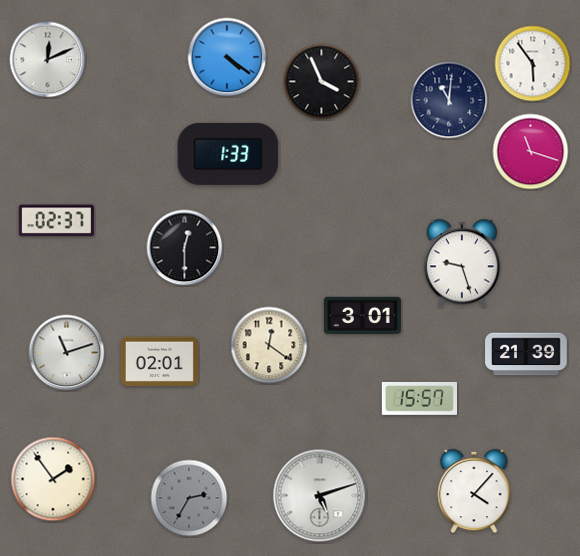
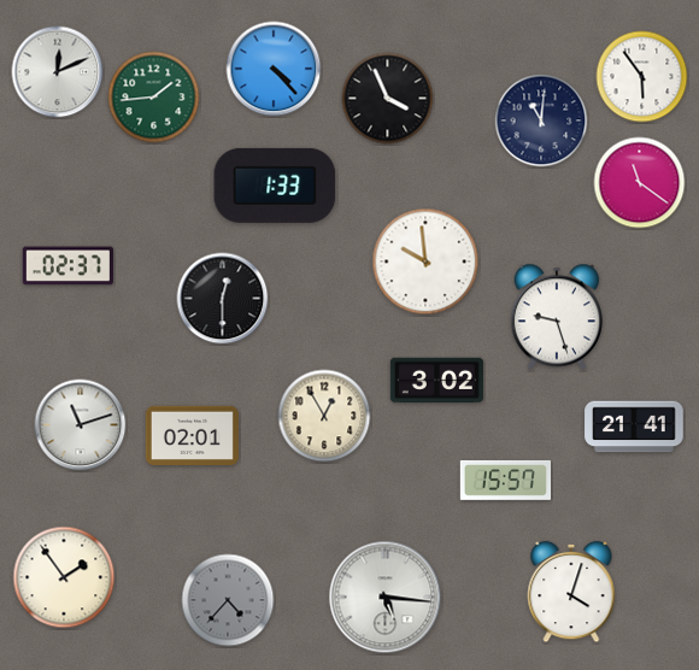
clock at (227, 57): 4:21 -> 4:23
clock at (154, 98): none -> 1:44
clock at (531, 152): 11:18 -> 11:21
clock at (425, 261): none -> 9:59
clock at (362, 316): 3:01 -> 3:02
clock at (269, 345): 12:21 -> 12:55
clock at (526, 354): 21:39 -> 21:41
clock at (474, 491): 4:07 -> 4:03
clock at (320, 496): 5:12 -> 5:16
clock at (189, 498): 2:35 -> 4:37
